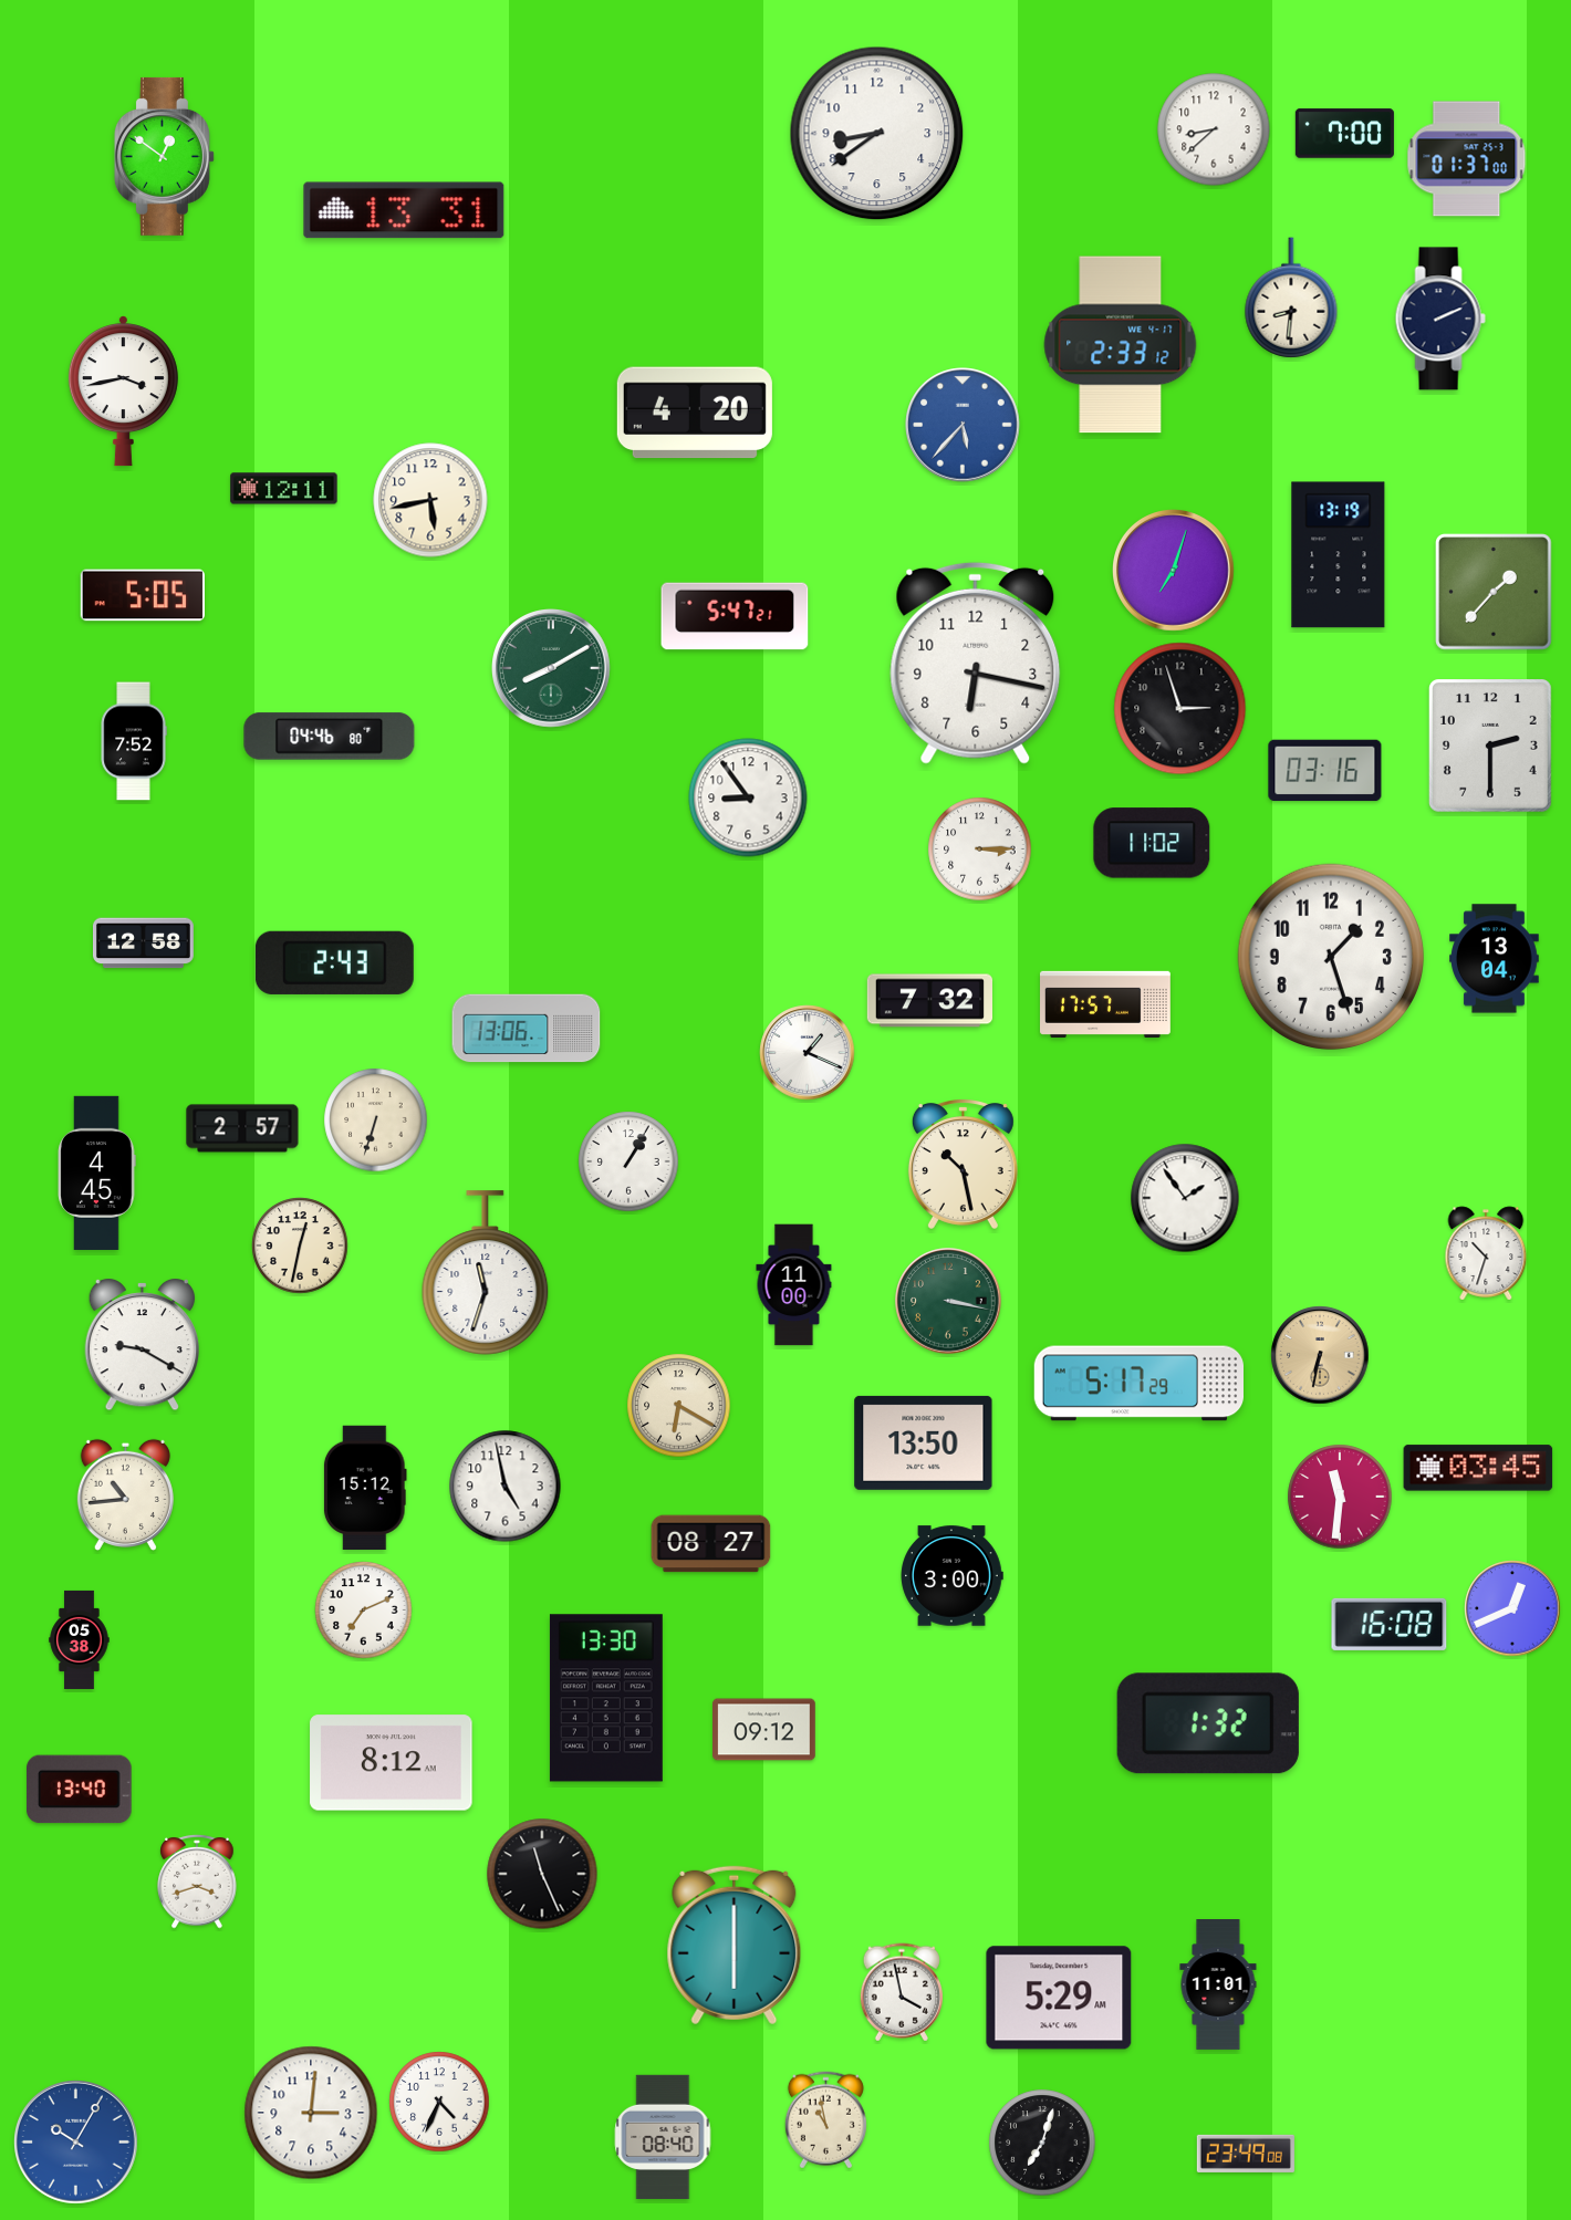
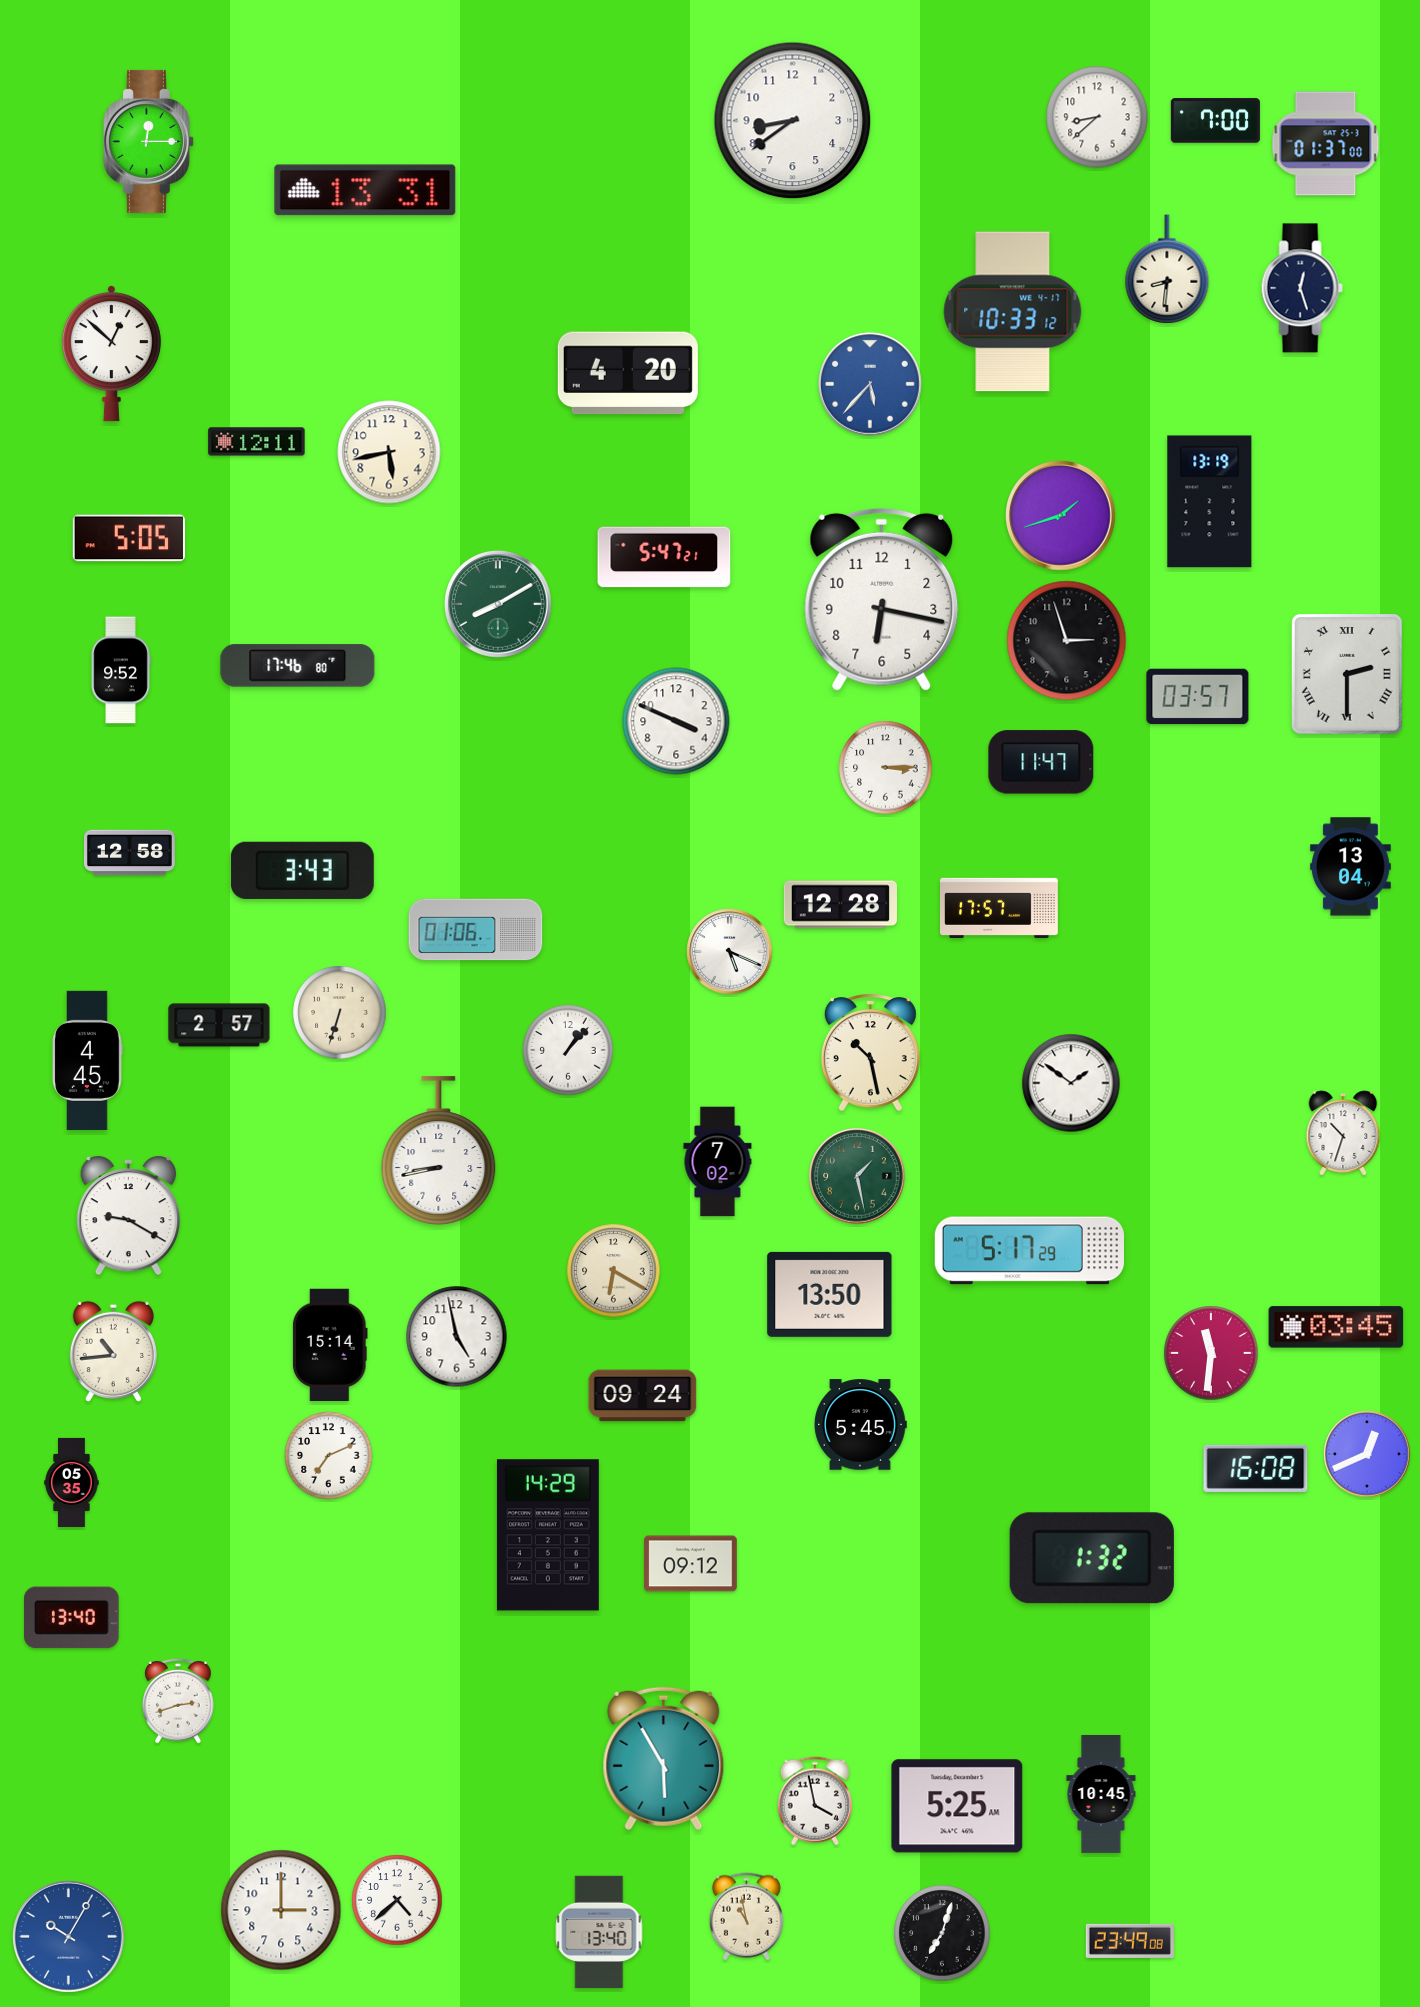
clock at (164, 156): 12:51 -> 12:15
clock at (1440, 319): 2:11 -> 12:27
clock at (1121, 345): 2:33 -> 10:33
clock at (123, 392): 3:43 -> 12:52
clock at (1174, 571): 7:03 -> 1:42
clock at (1494, 592): 1:37 -> none
clock at (330, 737): 04:46 -> 17:46
clock at (134, 741): 7:52 -> 9:52
clock at (1490, 747) numerals: Arabic -> Roman
clock at (1325, 771): 03:16 -> 03:57
clock at (748, 798): 8:54 -> 3:49
clock at (1152, 843): 11:02 -> 11:47
clock at (1330, 956): 1:27 -> none
clock at (334, 962): 2:43 -> 3:43
clock at (929, 1001): 7:32 -> 12:28
clock at (527, 1029): 13:06 -> 01:06
clock at (808, 1053): 1:19 -> 5:19
clock at (242, 1128) position: (242, 1128) -> (219, 1025)
clock at (628, 1161): 1:05 -> 1:07
clock at (1185, 1198): 1:54 -> 1:51
clock at (300, 1246): 12:32 -> none
clock at (486, 1273): 11:33 -> 8:43
clock at (794, 1285): 11:00 -> 7:02
clock at (948, 1301): 3:17 -> 1:28
clock at (1320, 1355): 6:32 -> none
clock at (924, 1442) position: (924, 1442) -> (830, 1294)
clock at (365, 1487): 15:12 -> 15:14
clock at (506, 1487) position: (506, 1487) -> (457, 1337)
clock at (711, 1544): 08:27 -> 09:24
clock at (951, 1576): 3:00 -> 5:45
clock at (80, 1639): 05:38 -> 05:35
clock at (606, 1698): 13:30 -> 14:29
clock at (392, 1763): 8:12 -> none
clock at (542, 1874): 11:26 -> none
clock at (197, 1882): 3:42 -> 2:42
clock at (735, 1946): 6:00 -> 5:55
clock at (1218, 1984): 11:01 -> 10:45
clock at (1059, 1998): 5:29 -> 5:25
clock at (439, 2102): 4:34 -> 4:38
clock at (311, 2113): 3:01 -> 3:00
clock at (663, 2137): 08:40 -> 13:40
clock at (1042, 2143) position: (1042, 2143) -> (942, 1933)
clock at (1246, 2154) position: (1246, 2154) -> (1130, 1941)
